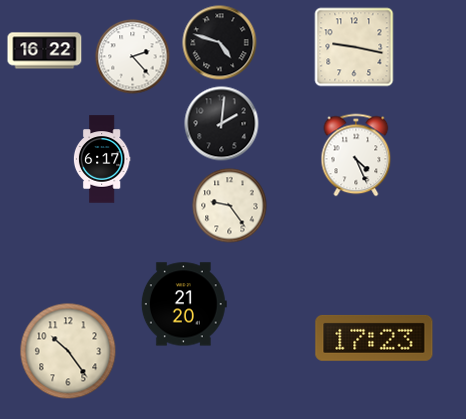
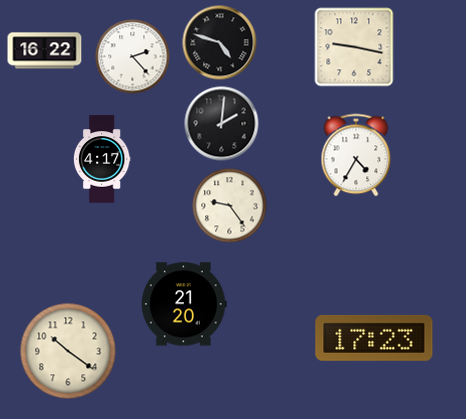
clock at (356, 155): 4:26 -> 4:35
clock at (102, 159): 6:17 -> 4:17
clock at (68, 351): 10:24 -> 10:21
